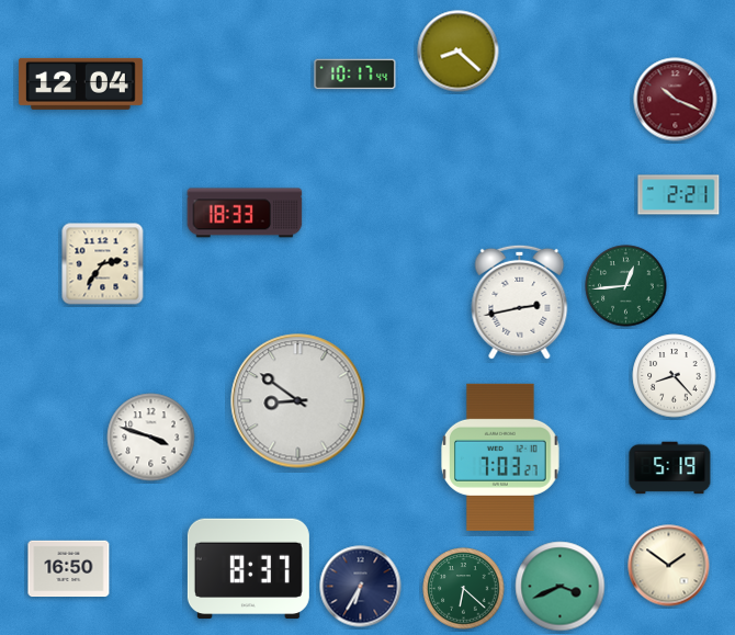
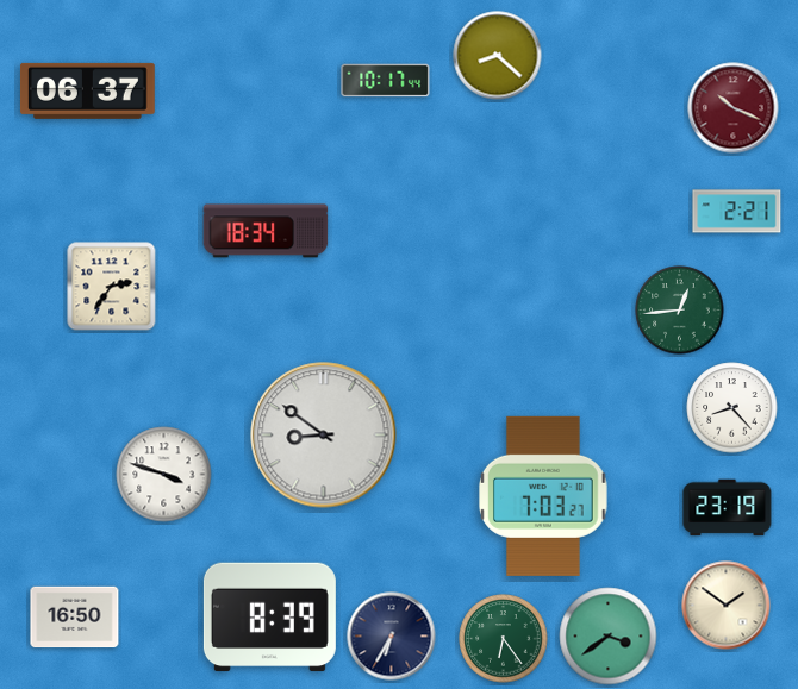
clock at (80, 83): 12:04 -> 06:37
clock at (245, 213): 18:33 -> 18:34
clock at (520, 302): 2:43 -> none
clock at (670, 468): 5:19 -> 23:19
clock at (669, 566) position: (669, 566) -> (727, 606)
clock at (248, 569): 8:37 -> 8:39
clock at (561, 587): 3:41 -> 3:39
clock at (464, 589): 6:22 -> 6:24
